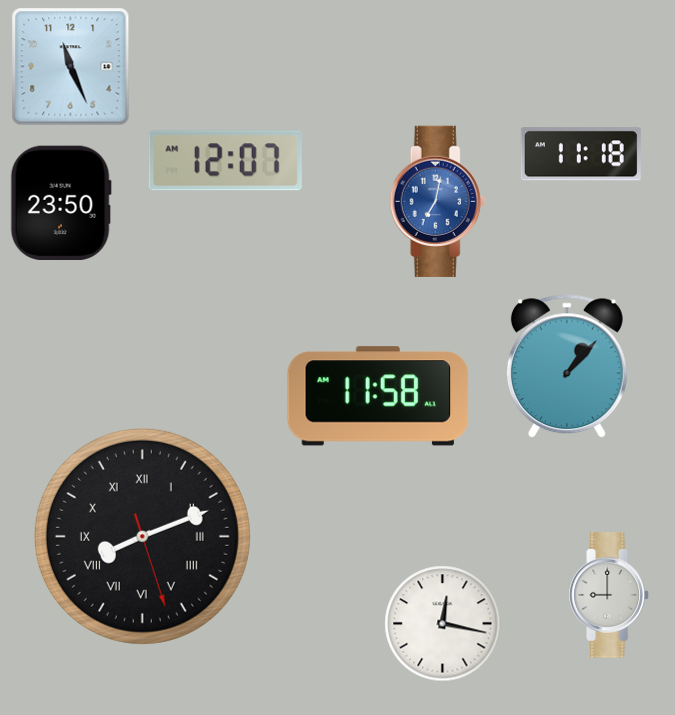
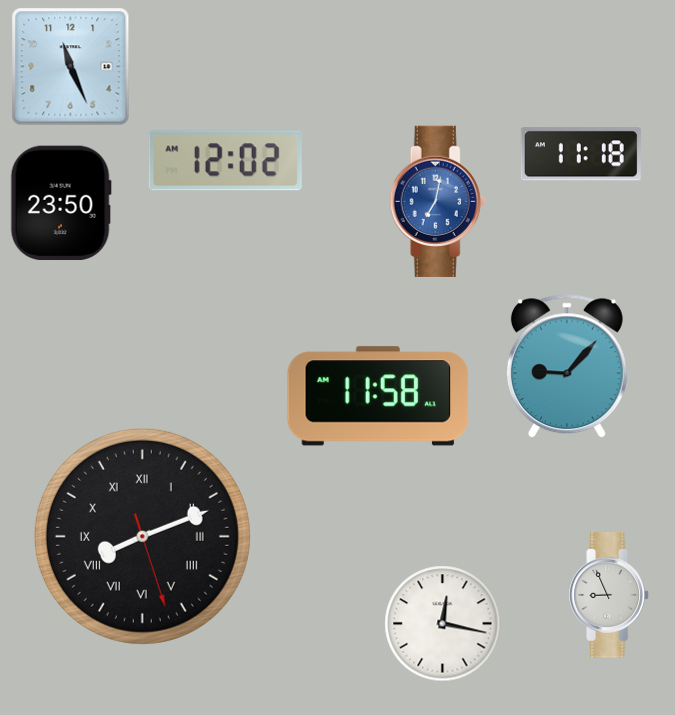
clock at (225, 161): 12:07 -> 12:02
clock at (567, 367): 1:07 -> 9:07
clock at (610, 595): 9:00 -> 8:56
